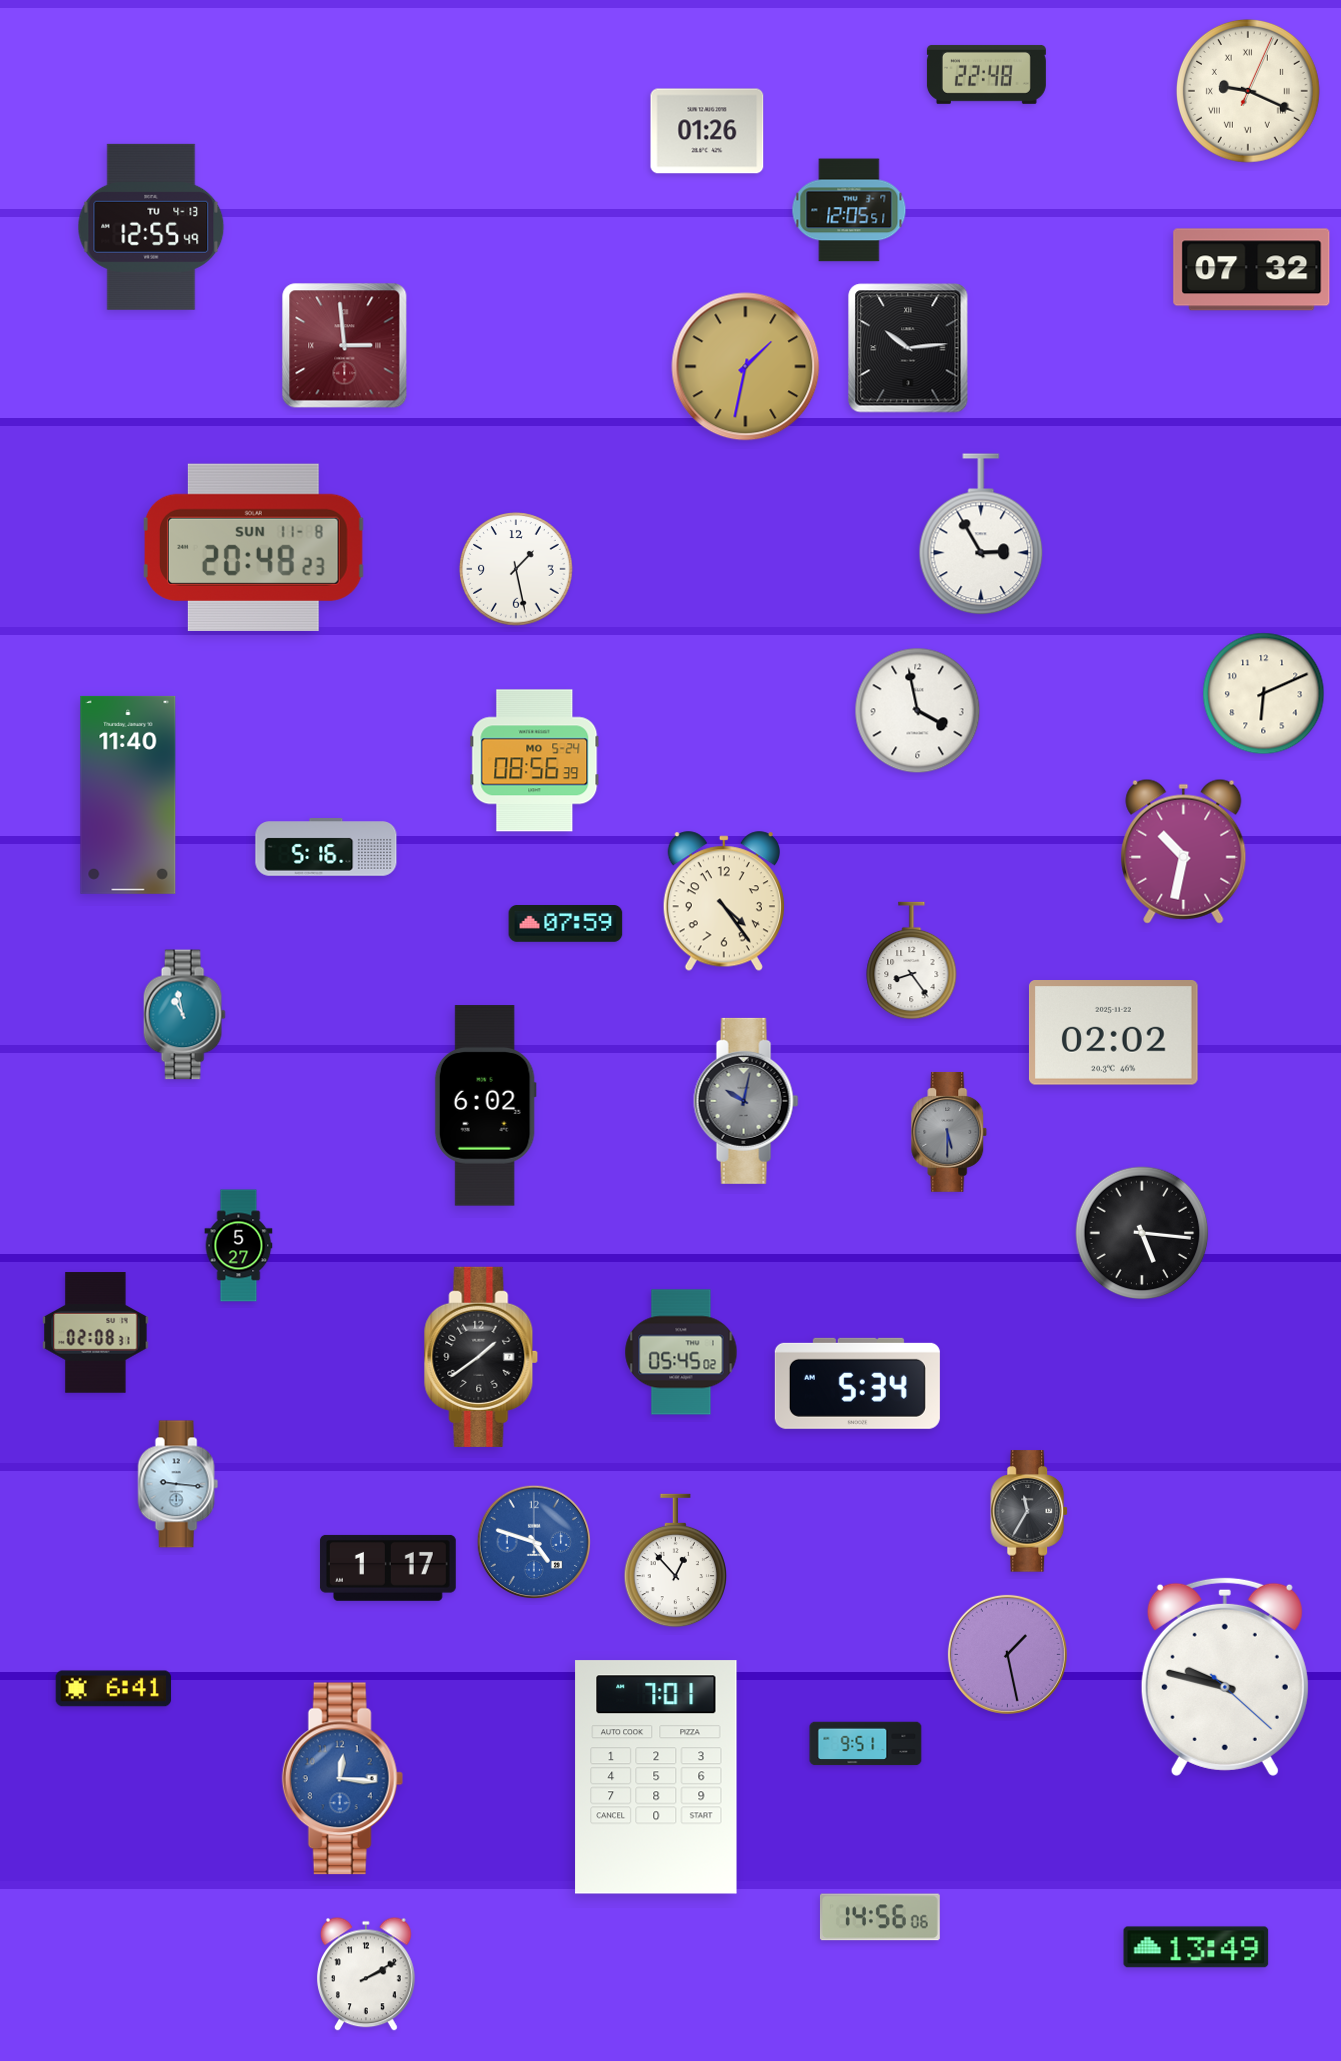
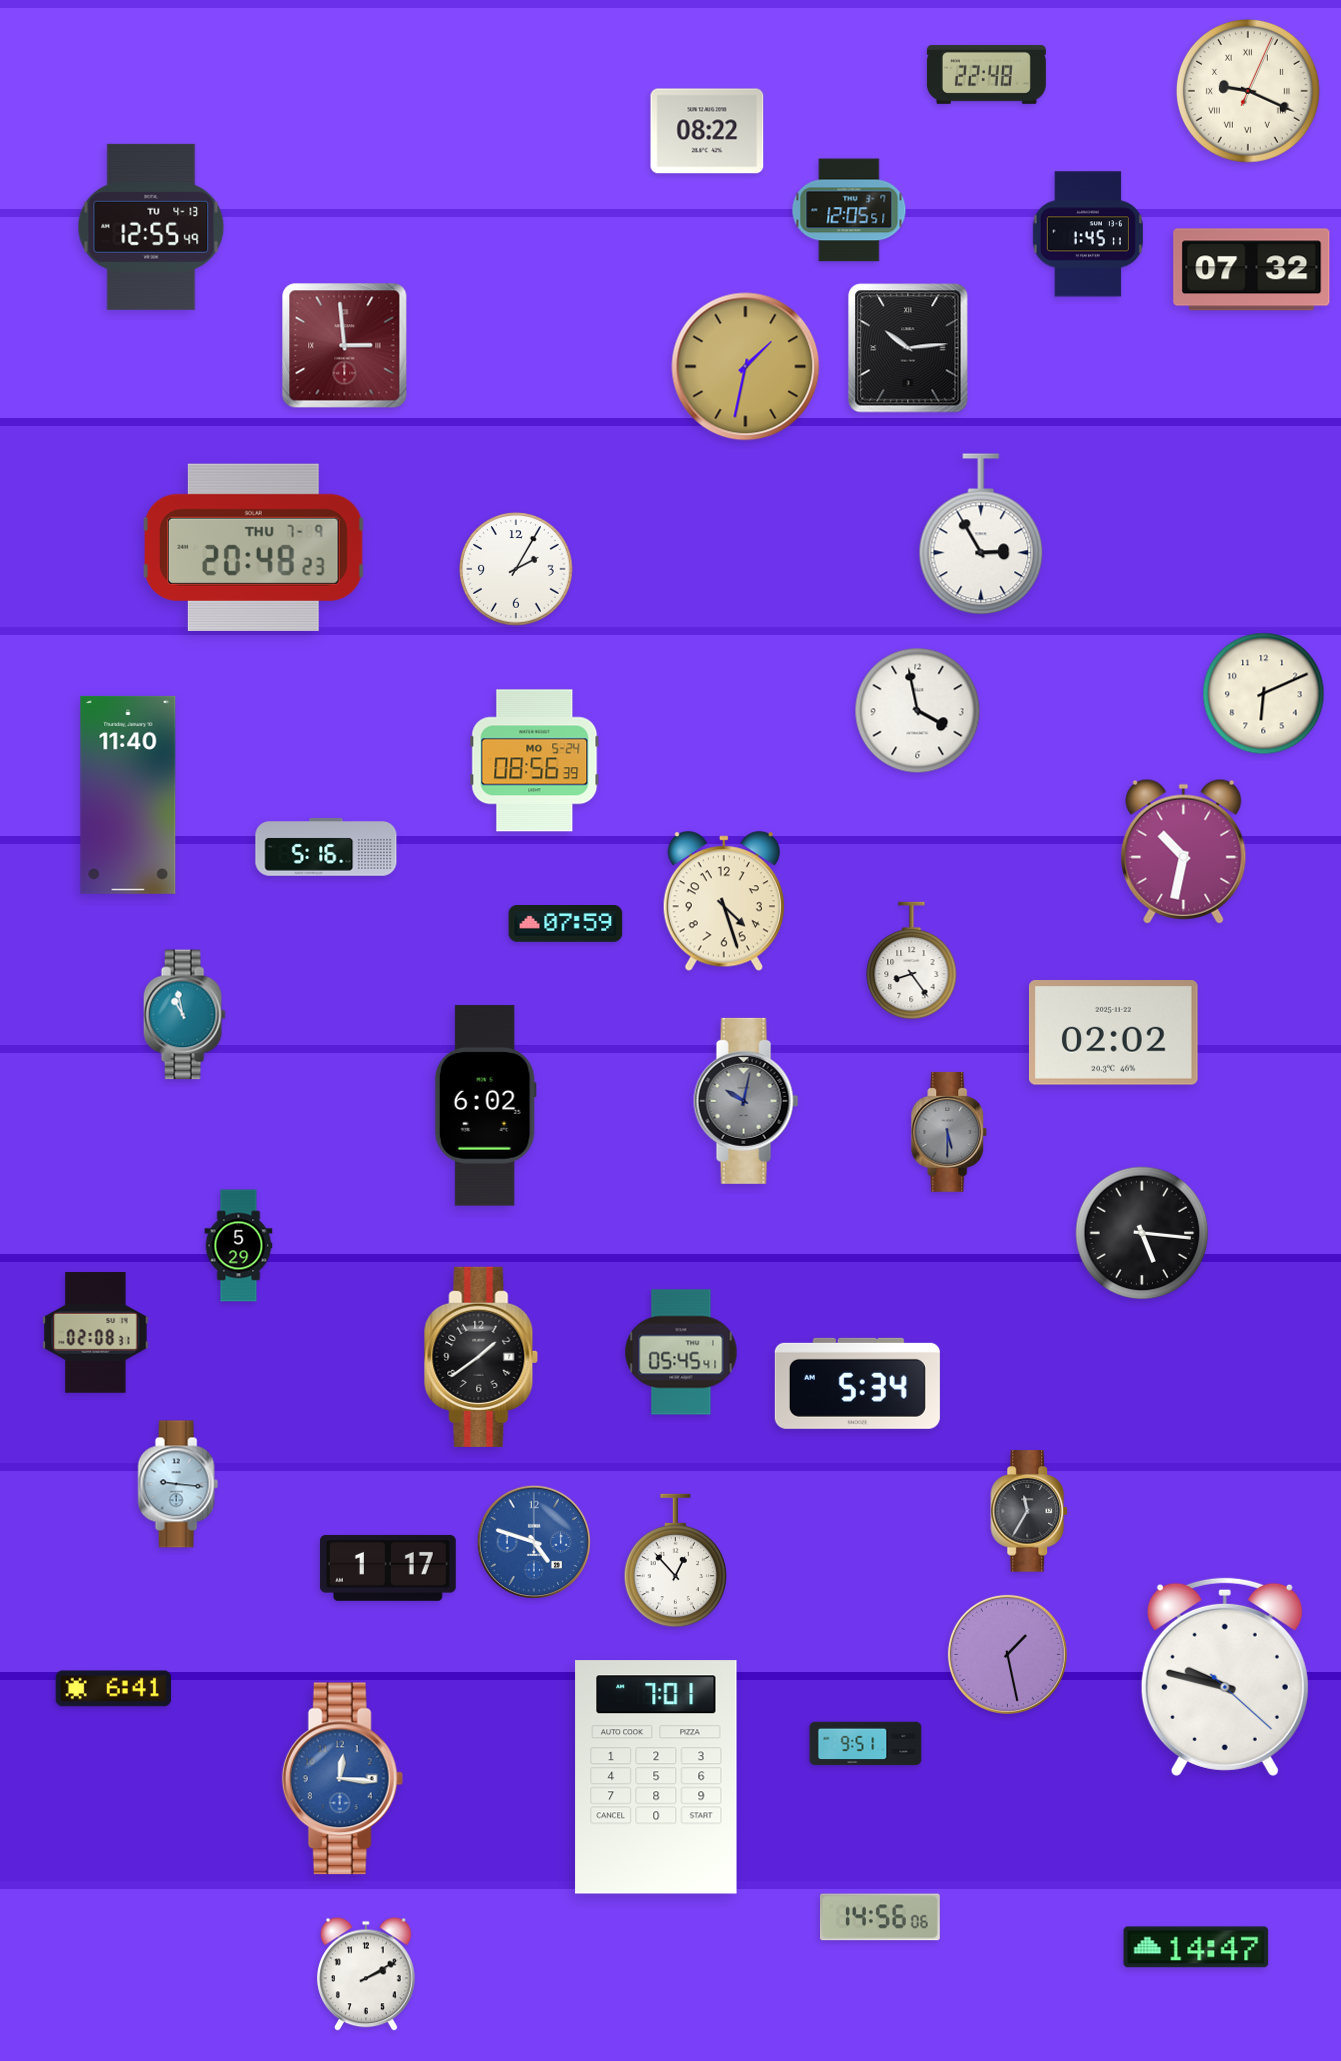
clock at (707, 131): 01:26 -> 08:22
clock at (1088, 234): none -> 1:45
clock at (254, 547) date: SUN 11-8 -> THU 7-9
clock at (516, 569): 1:28 -> 2:05
clock at (724, 902): 4:24 -> 4:27
clock at (239, 1246): 5:27 -> 5:29
clock at (681, 1352): 05:45:02 -> 05:45:41
clock at (1196, 1947): 13:49 -> 14:47
